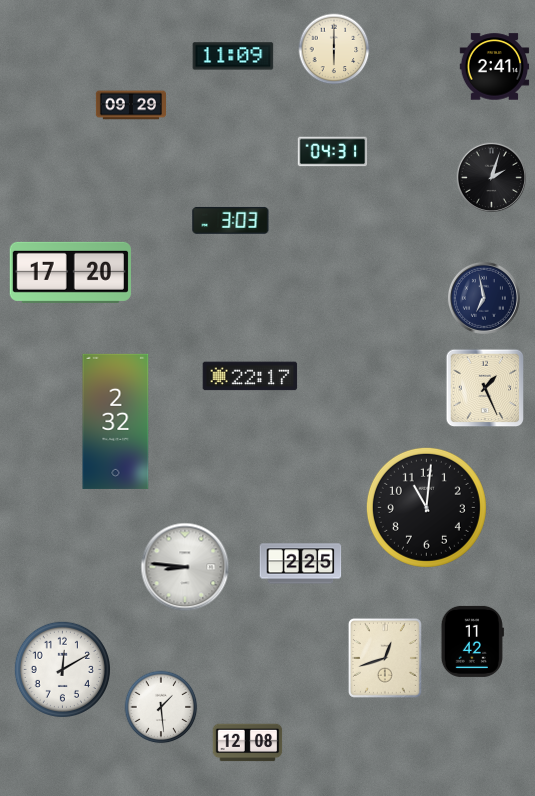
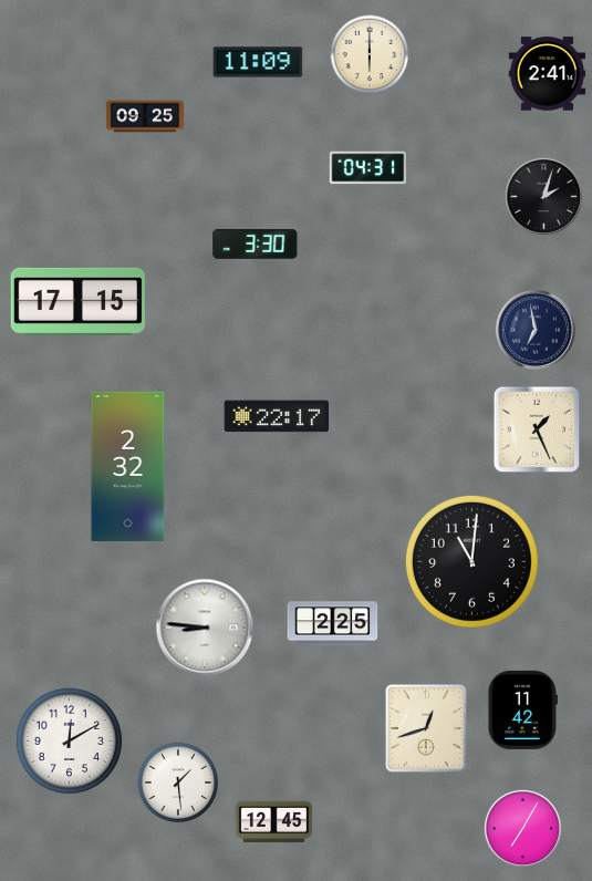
clock at (130, 105): 09:29 -> 09:25
clock at (231, 220): 3:03 -> 3:30
clock at (70, 272): 17:20 -> 17:15
clock at (248, 743): 12:08 -> 12:45
clock at (522, 828): none -> 7:05
